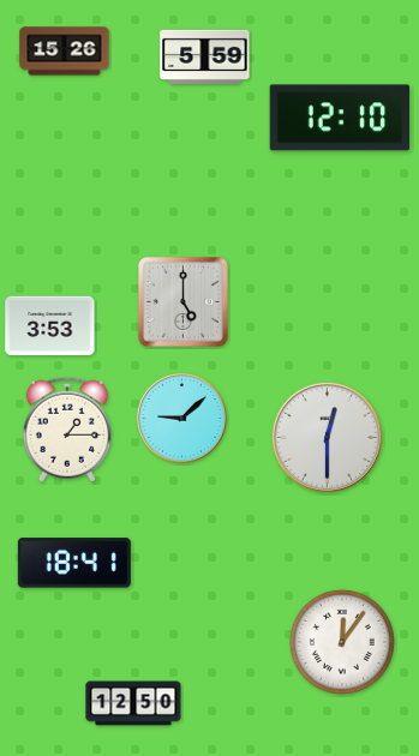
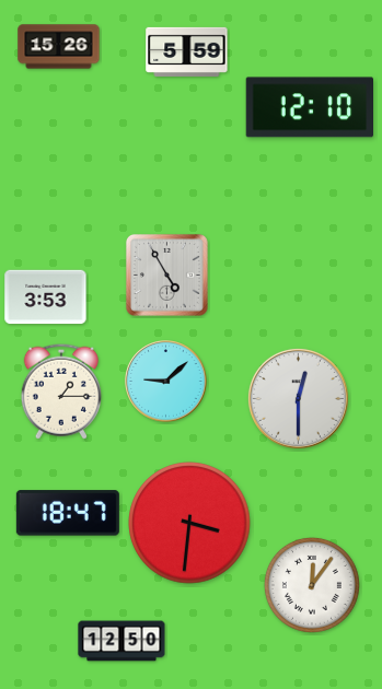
clock at (182, 301): 5:00 -> 4:55
clock at (74, 563): 18:41 -> 18:47
clock at (189, 523): none -> 3:31
